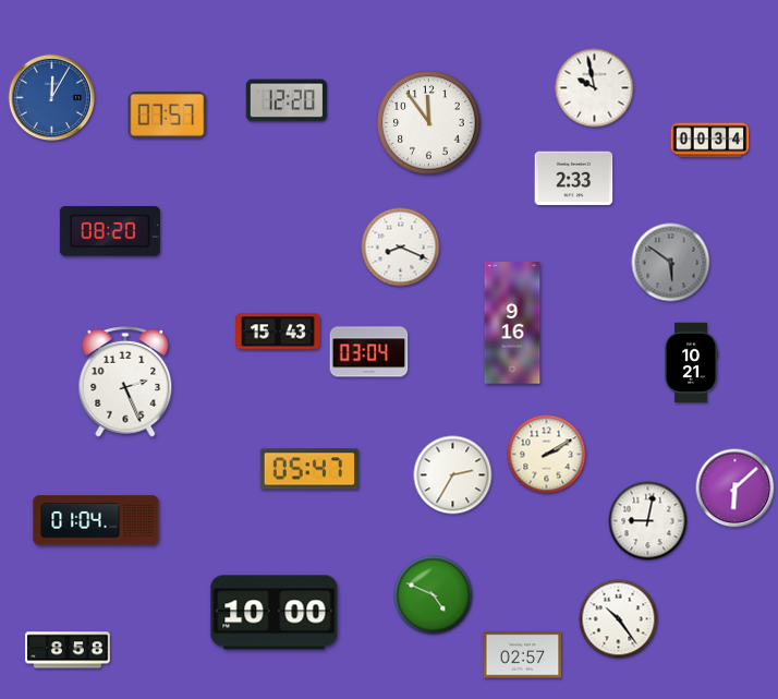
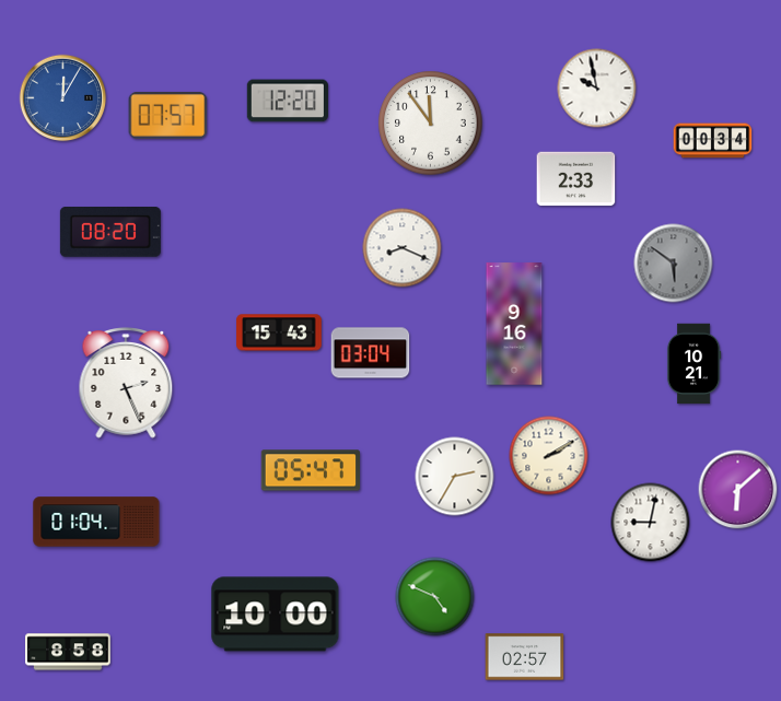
clock at (52, 98) position: (52, 98) -> (63, 98)
clock at (619, 619): 10:24 -> none
